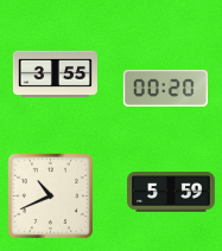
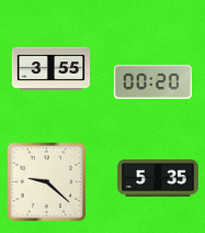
clock at (171, 192): 5:59 -> 5:35
clock at (51, 197): 10:41 -> 9:22
